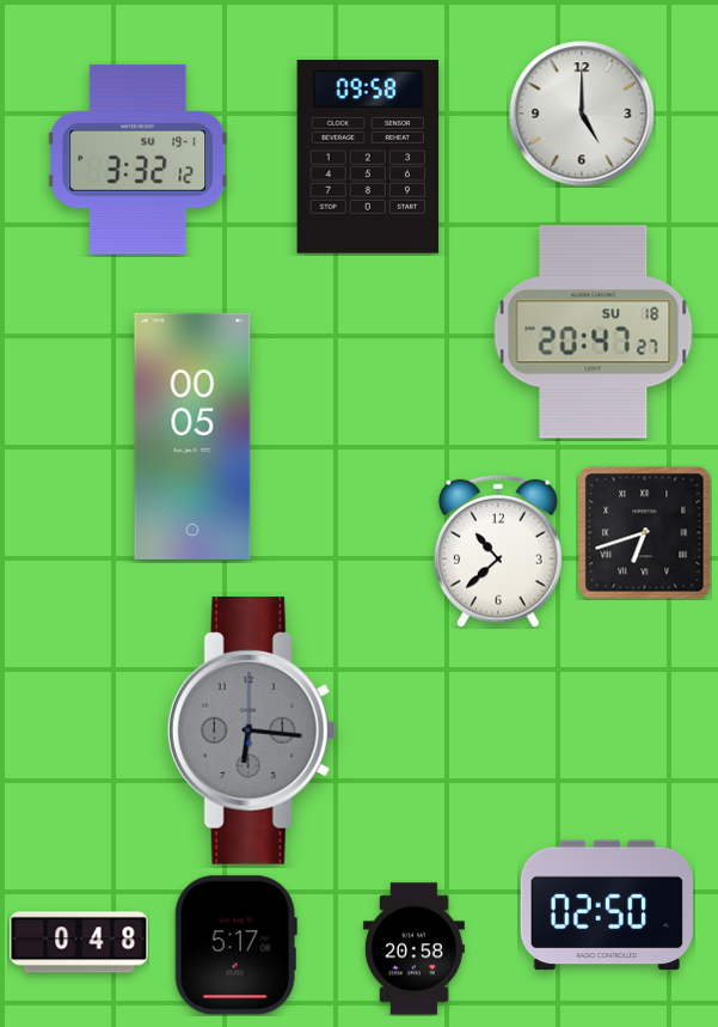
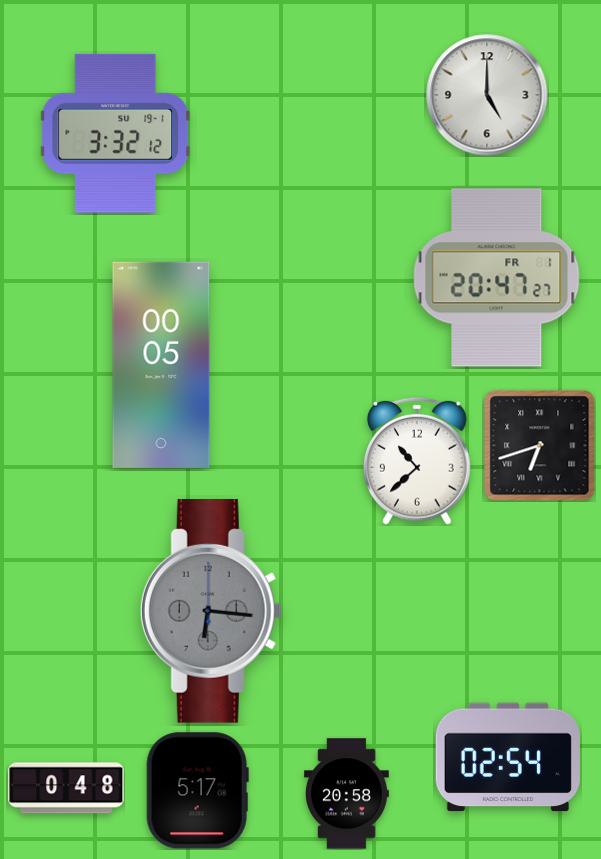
clock at (368, 158): 09:58 -> none
clock at (594, 332) date: SU 18 -> FR 1
clock at (607, 905): 02:50 -> 02:54
